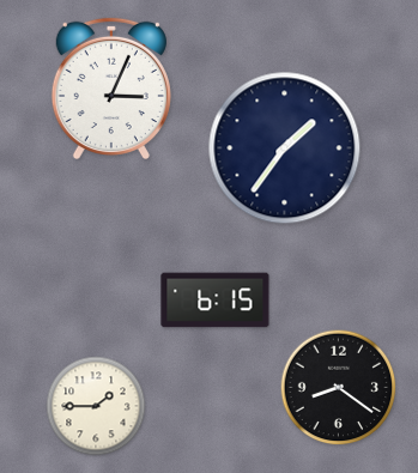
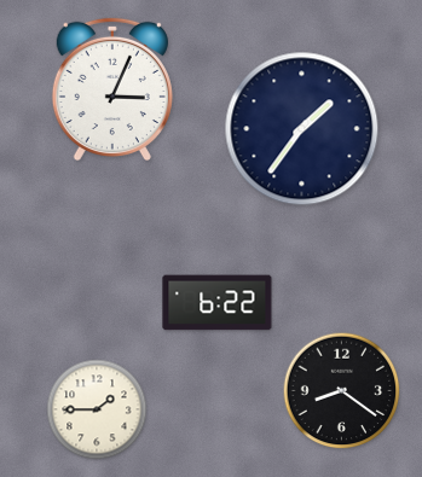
clock at (285, 148) position: (285, 148) -> (302, 129)
clock at (216, 301): 6:15 -> 6:22
